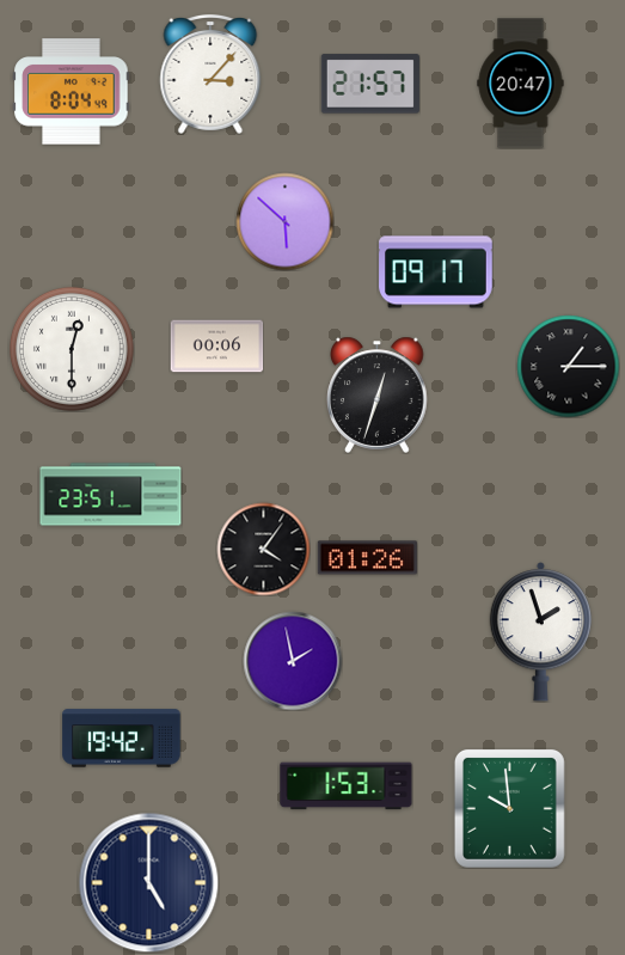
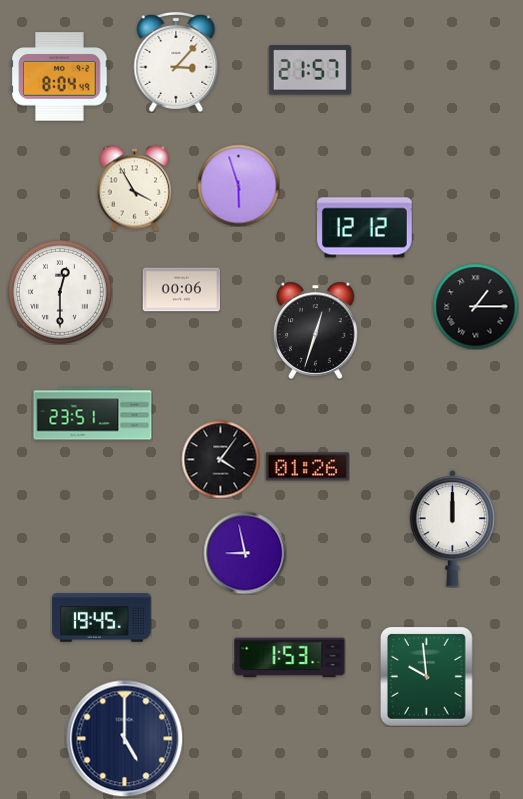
clock at (521, 84): 20:47 -> none
clock at (284, 221): 5:52 -> 5:57
clock at (135, 188): none -> 3:55
clock at (436, 273): 09:17 -> 12:12
clock at (541, 632): 1:57 -> 12:00
clock at (293, 661): 1:58 -> 8:58
clock at (122, 739): 19:42 -> 19:45
